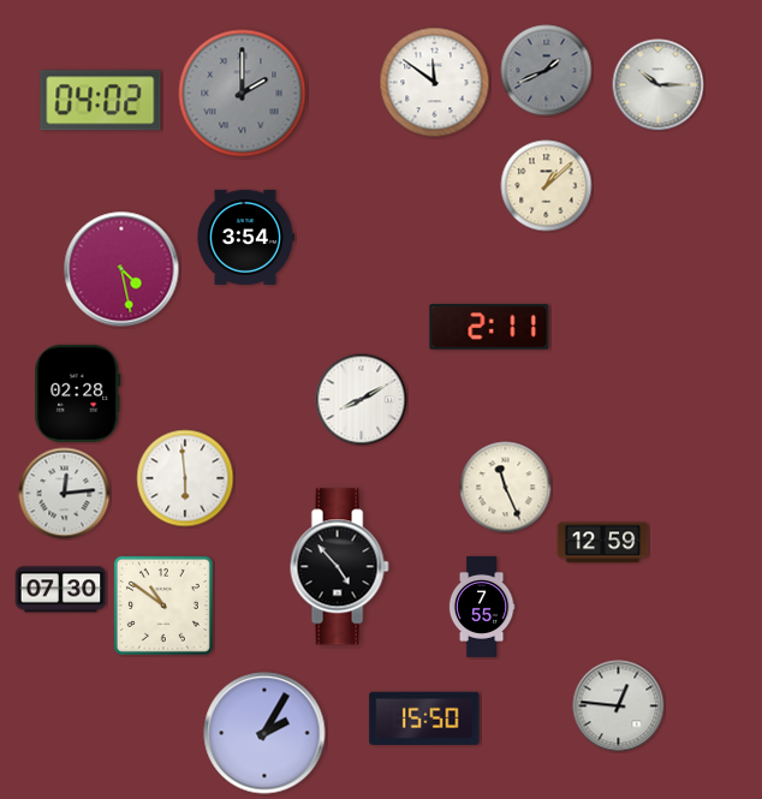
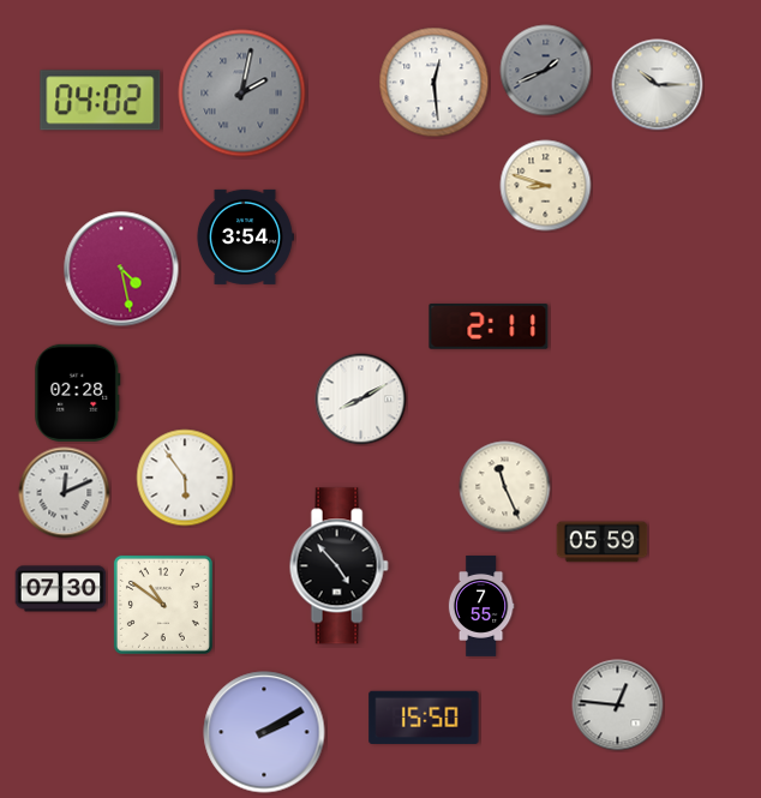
clock at (435, 83): 11:51 -> 12:29
clock at (243, 94): 2:00 -> 2:02
clock at (547, 186): 1:08 -> 8:48
clock at (185, 478): 5:59 -> 5:54
clock at (65, 494): 12:14 -> 12:11
clock at (603, 543): 12:59 -> 05:59
clock at (264, 733): 2:05 -> 2:10
